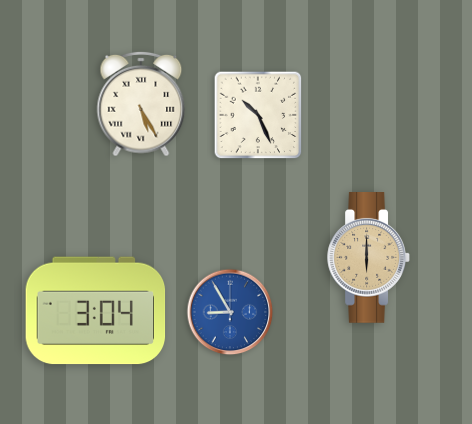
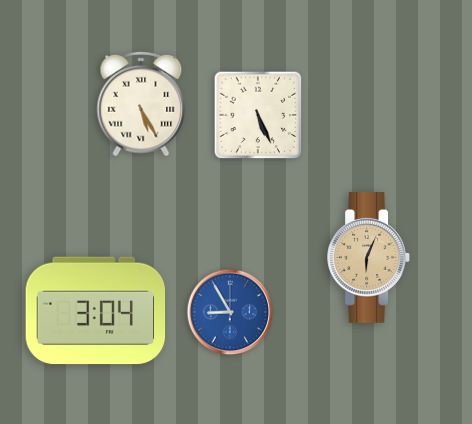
clock at (258, 115): 10:26 -> 5:26
clock at (368, 258): 6:00 -> 6:04
